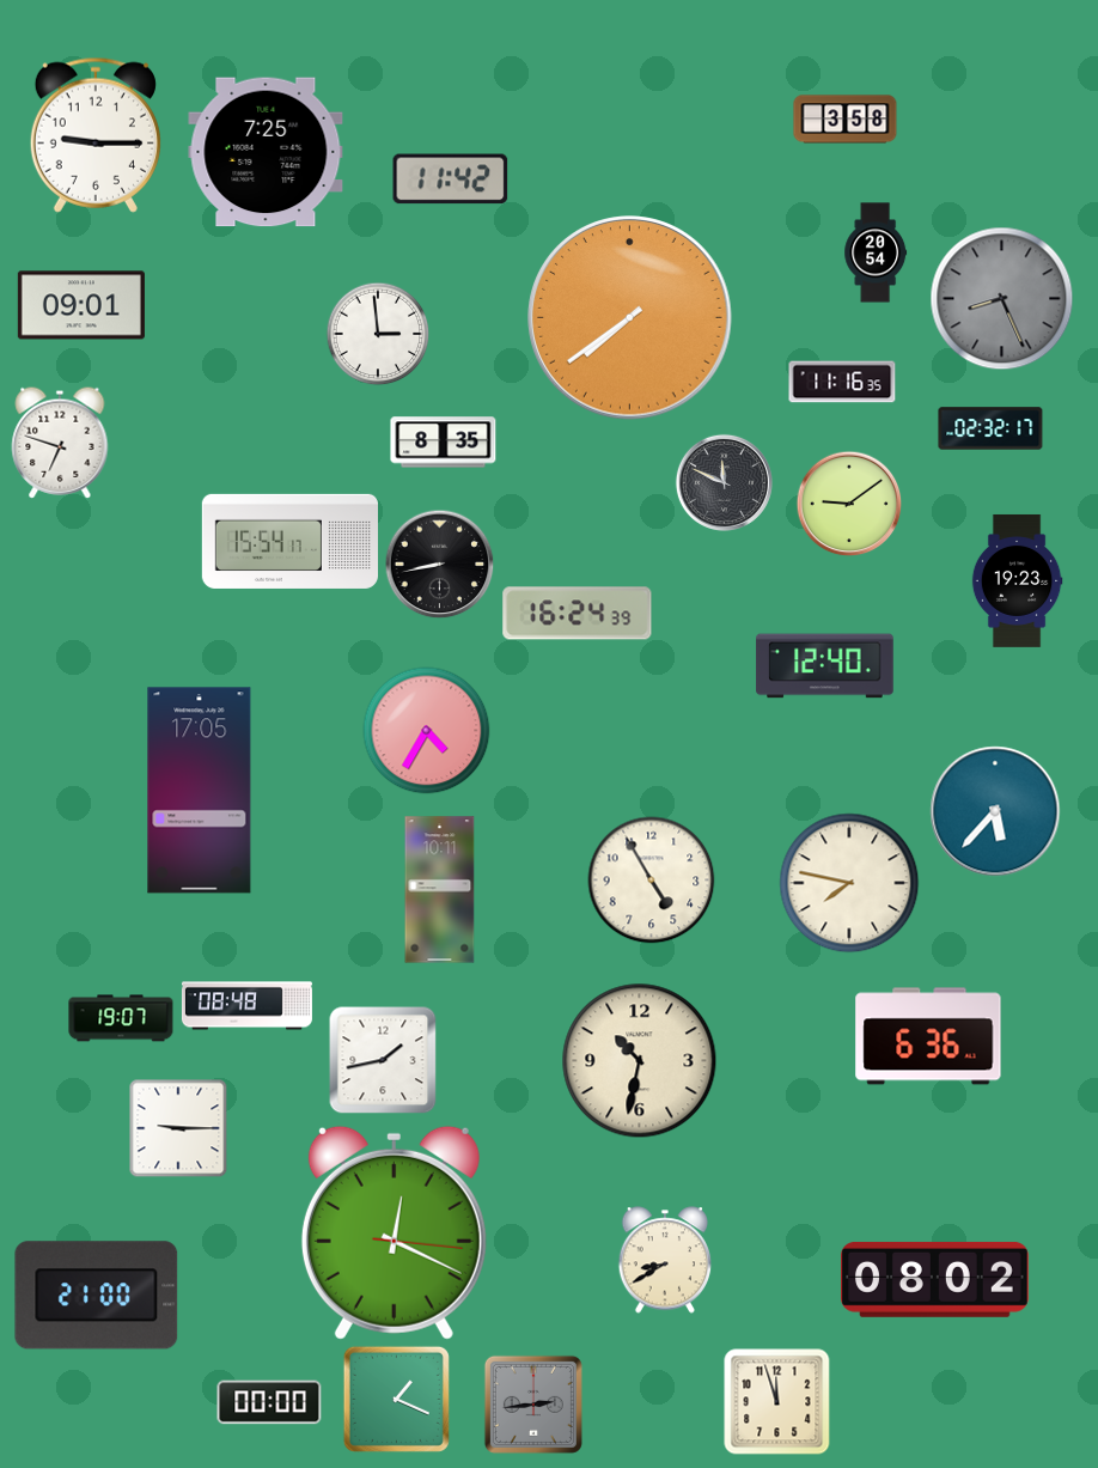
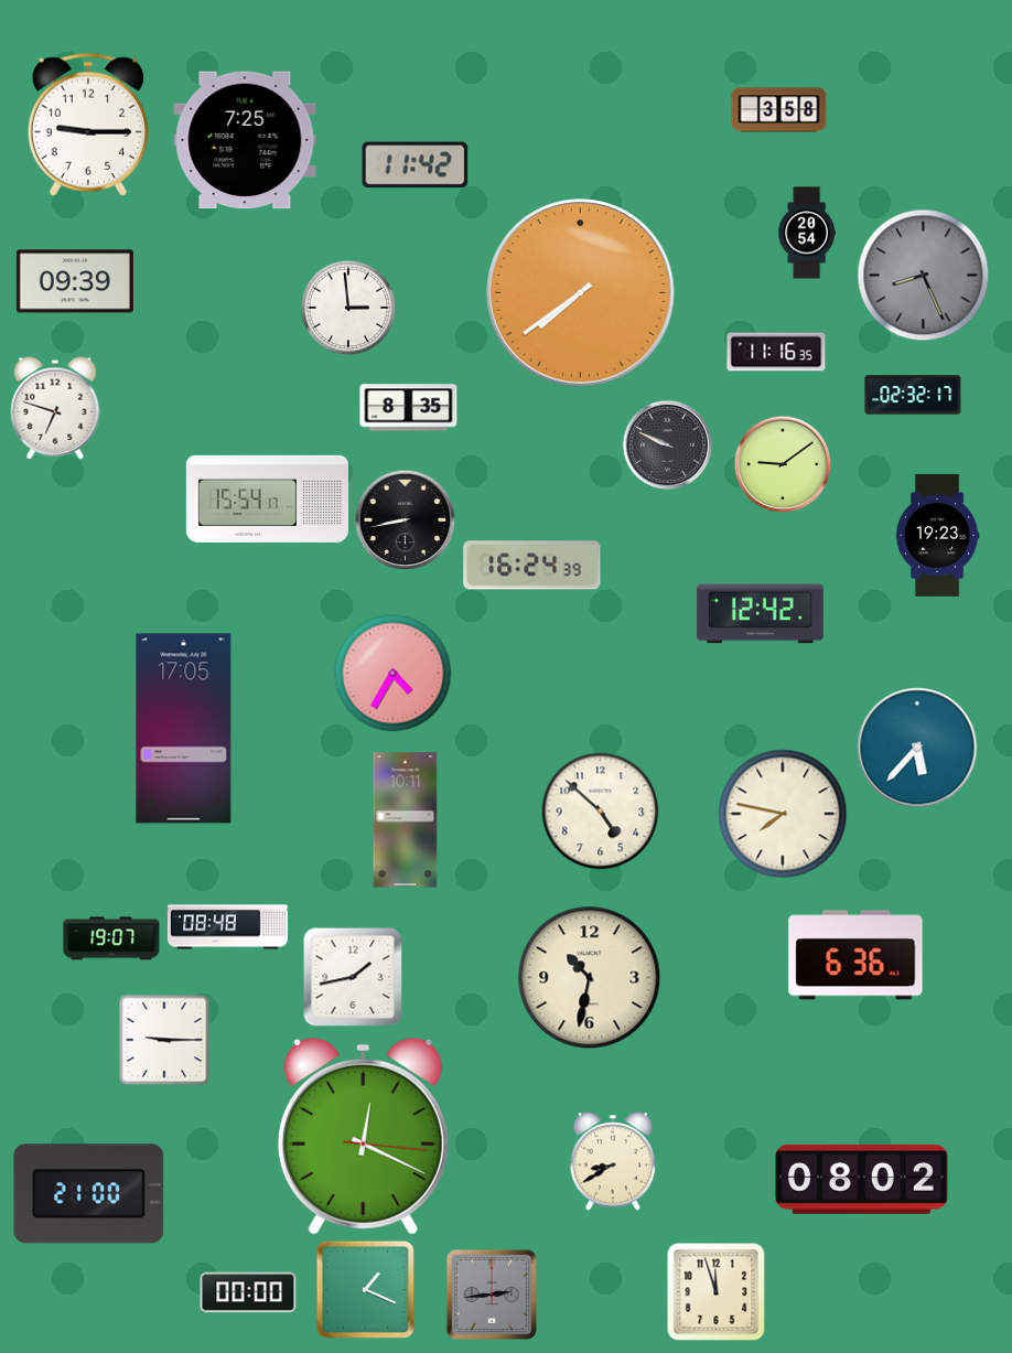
clock at (81, 305): 09:01 -> 09:39
clock at (724, 482): 11:49 -> 9:49
clock at (825, 666): 12:40 -> 12:42
clock at (652, 881): 4:55 -> 4:52
